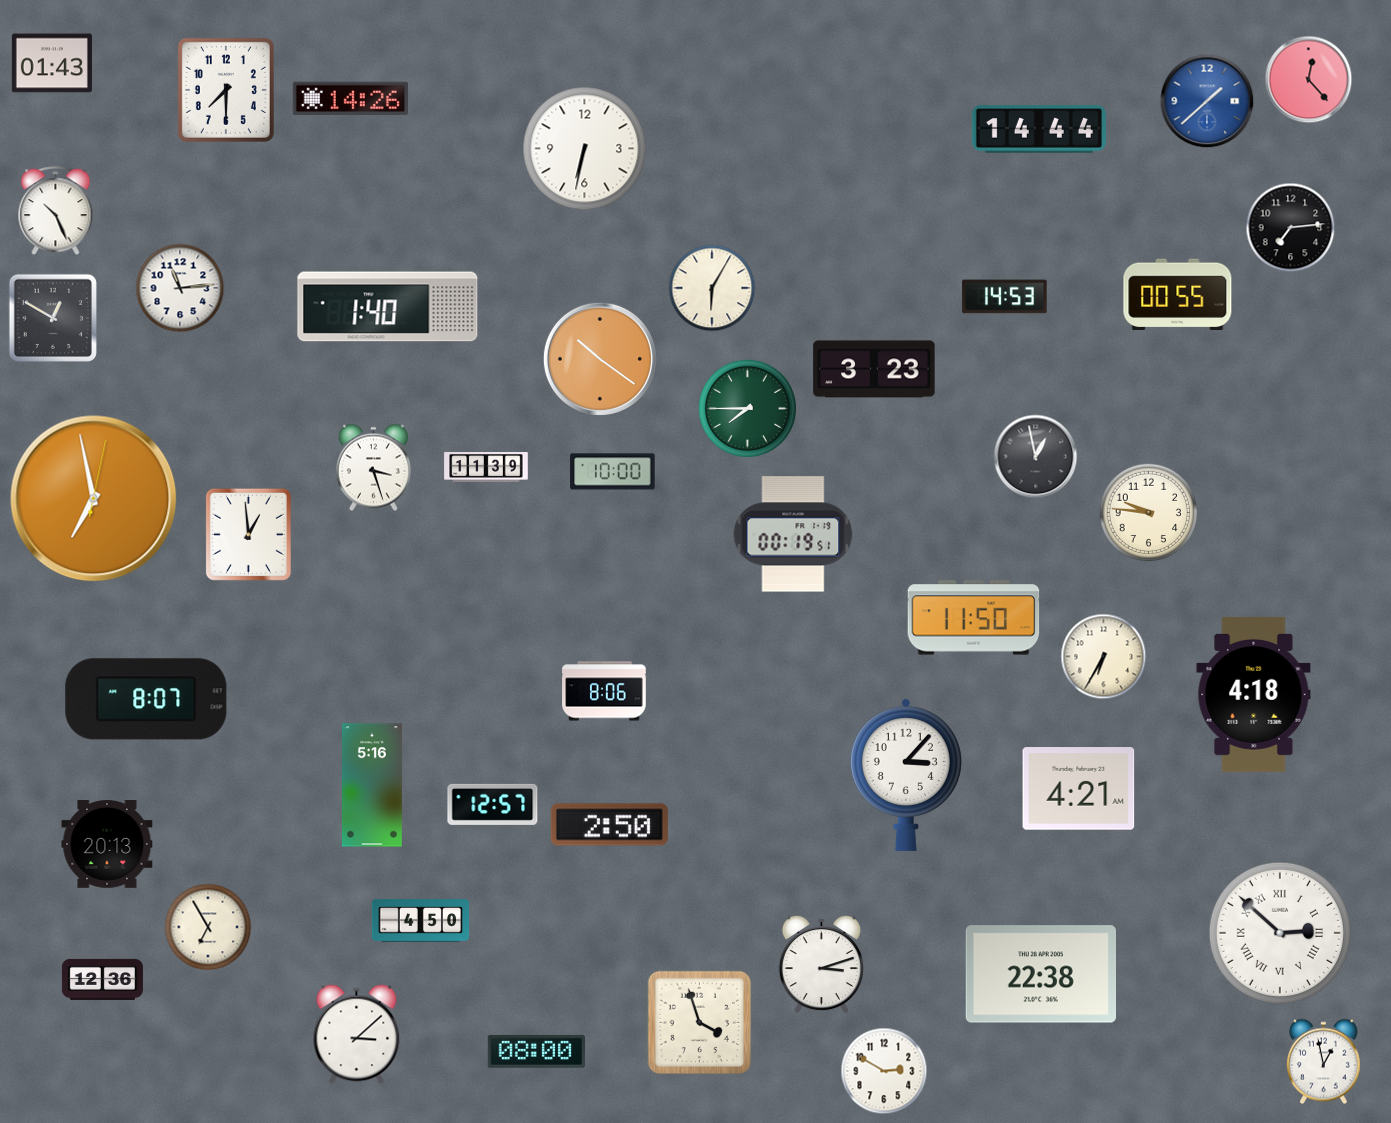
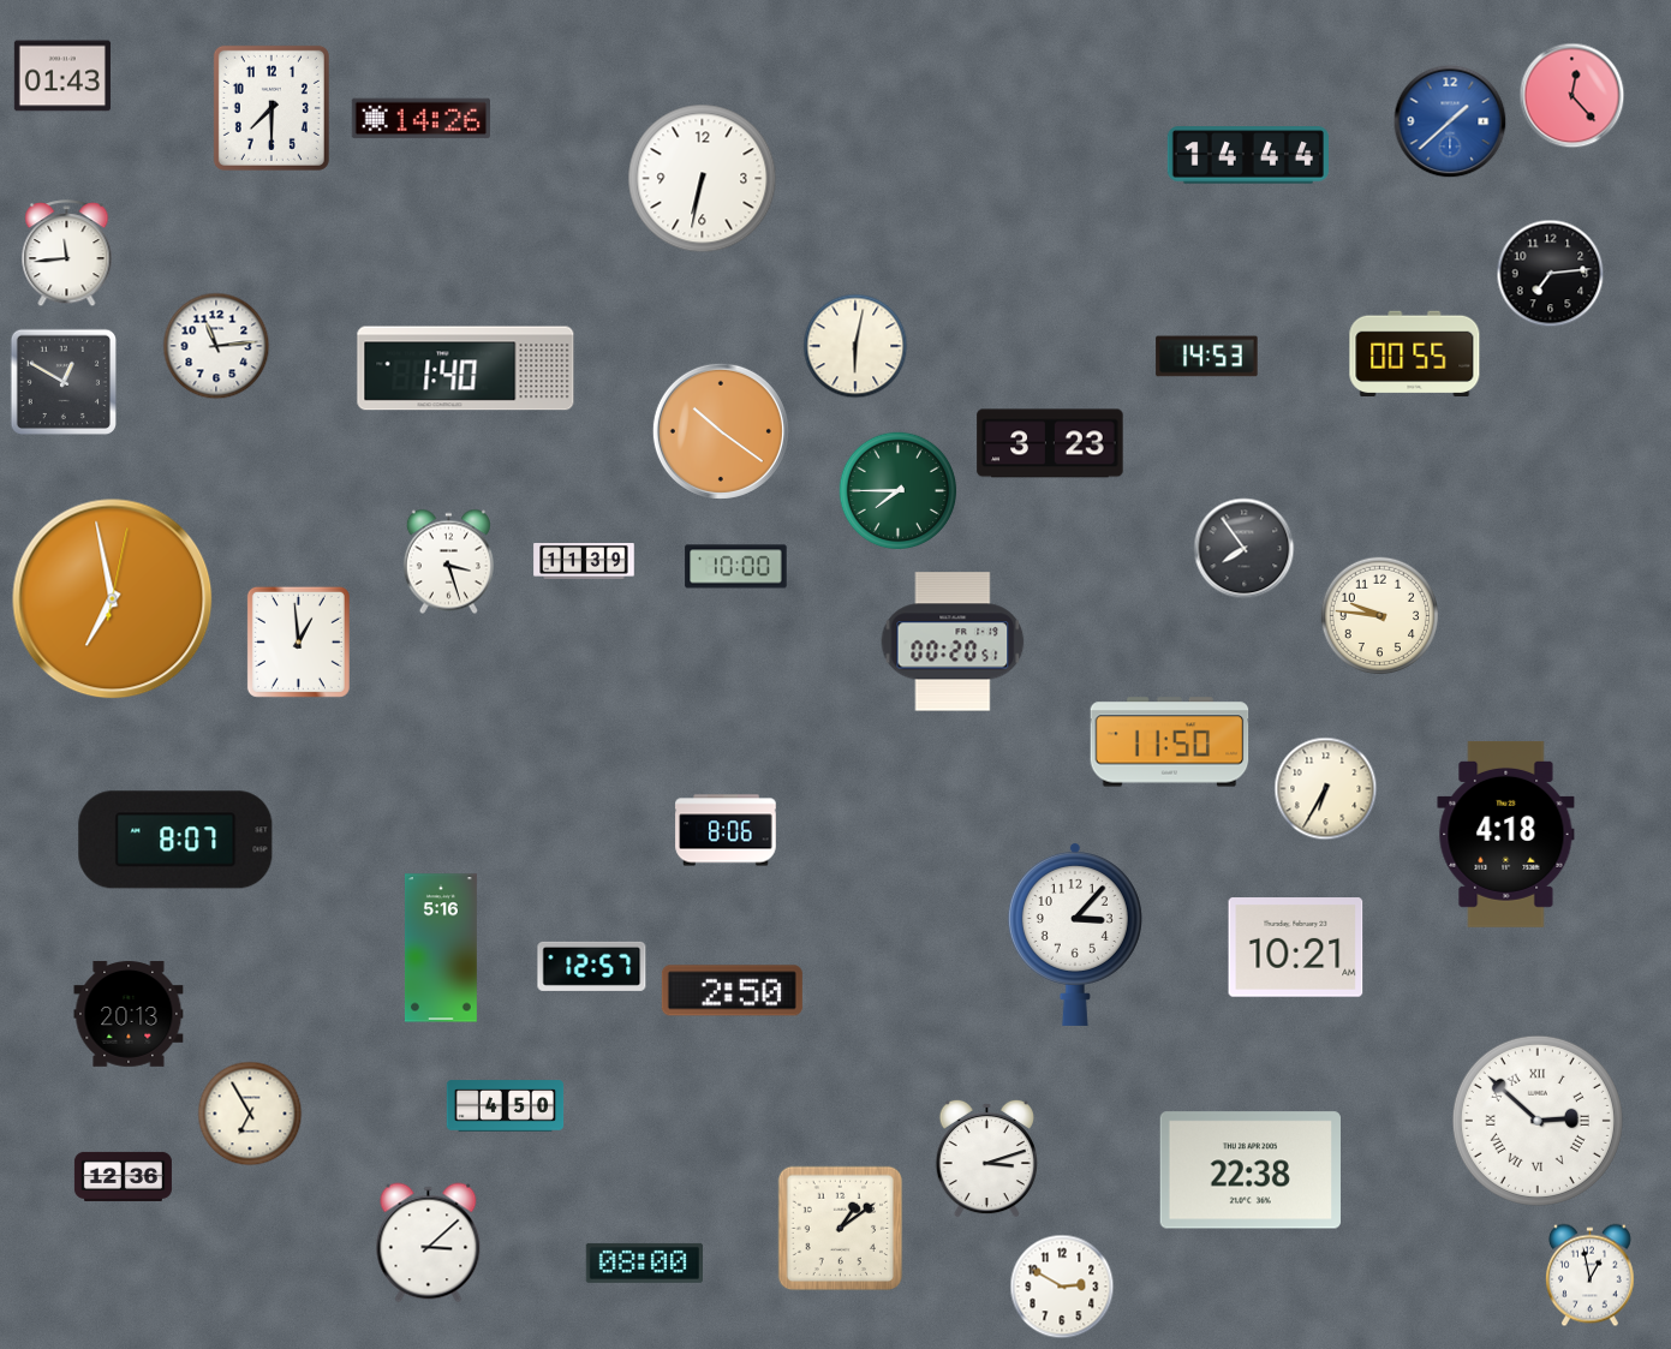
clock at (56, 211): 10:26 -> 11:44
clock at (712, 288): 6:05 -> 6:02
clock at (1036, 457): 12:58 -> 7:54
clock at (793, 534): 00:19 -> 00:20
clock at (906, 775) position: (906, 775) -> (1075, 935)
clock at (372, 785) position: (372, 785) -> (441, 948)
clock at (1079, 789): 4:21 -> 10:21
clock at (700, 1023): 3:57 -> 1:09
